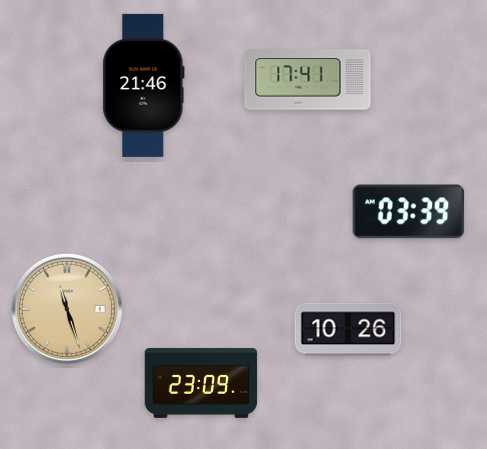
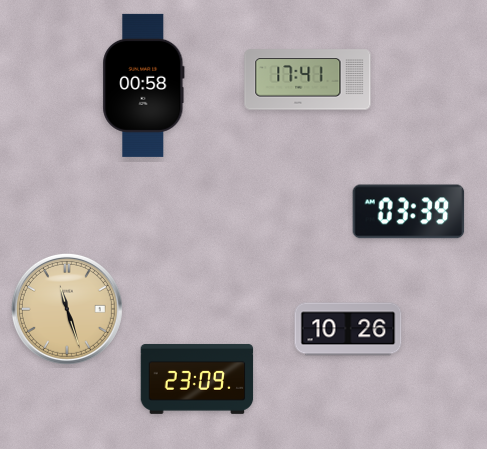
clock at (144, 85): 21:46 -> 00:58
clock at (201, 383) position: (201, 383) -> (197, 379)
